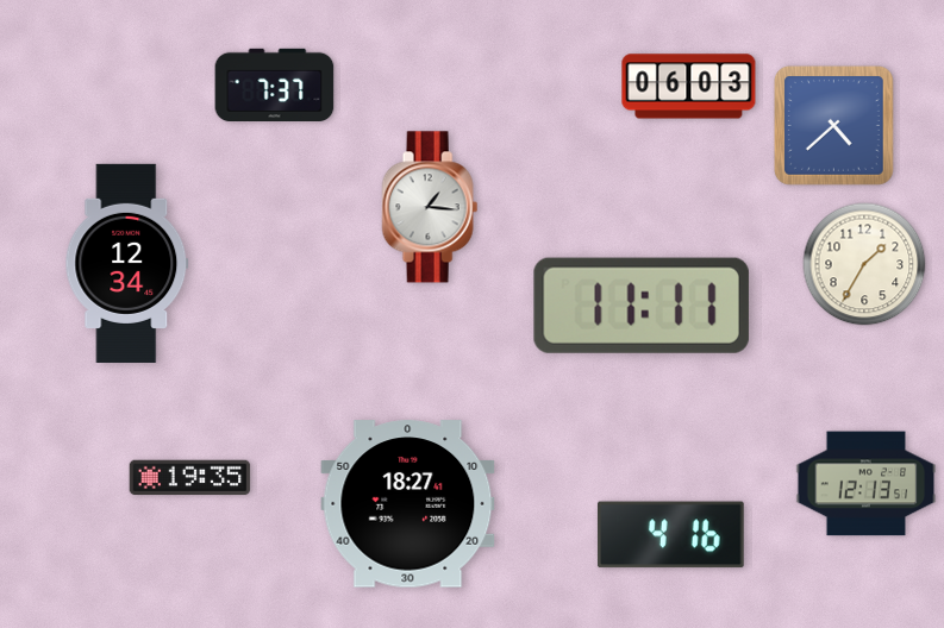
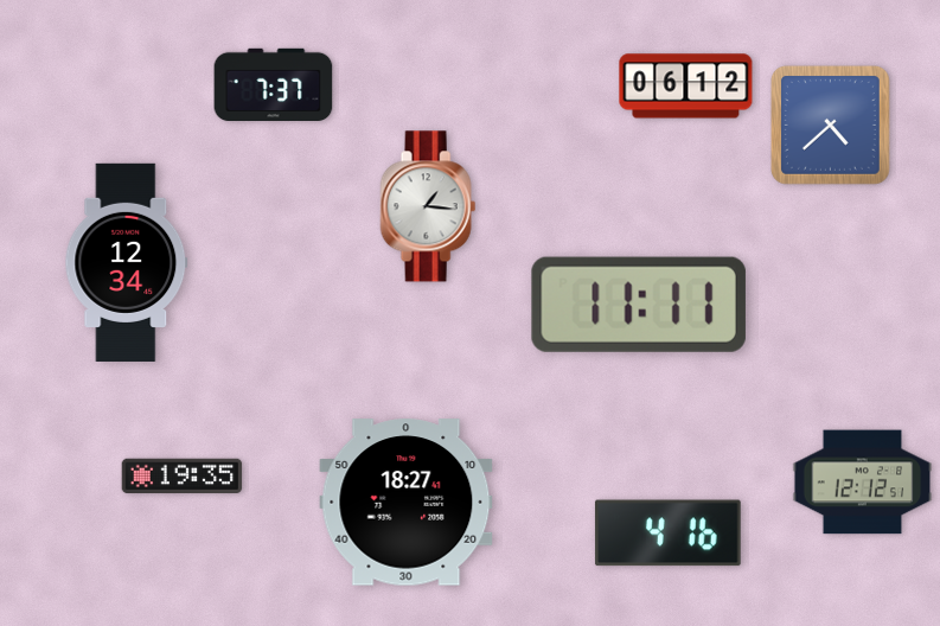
clock at (689, 87): 06:03 -> 06:12
clock at (864, 264): 1:35 -> none
clock at (190, 478) position: (190, 478) -> (183, 477)
clock at (867, 484): 12:13 -> 12:12
